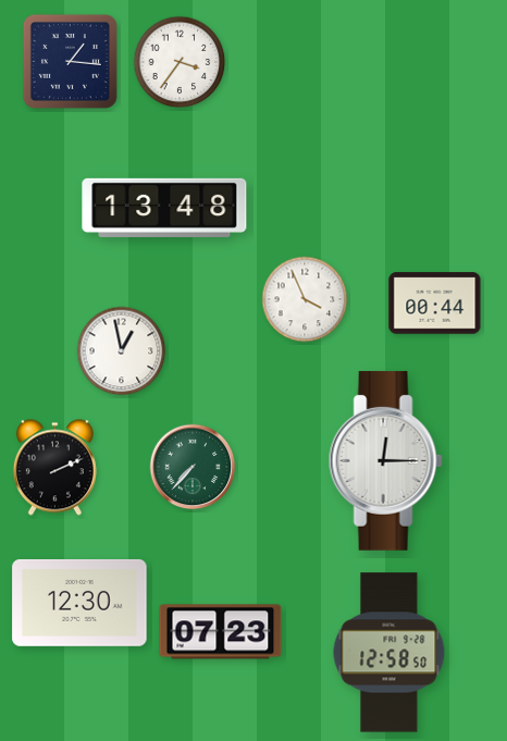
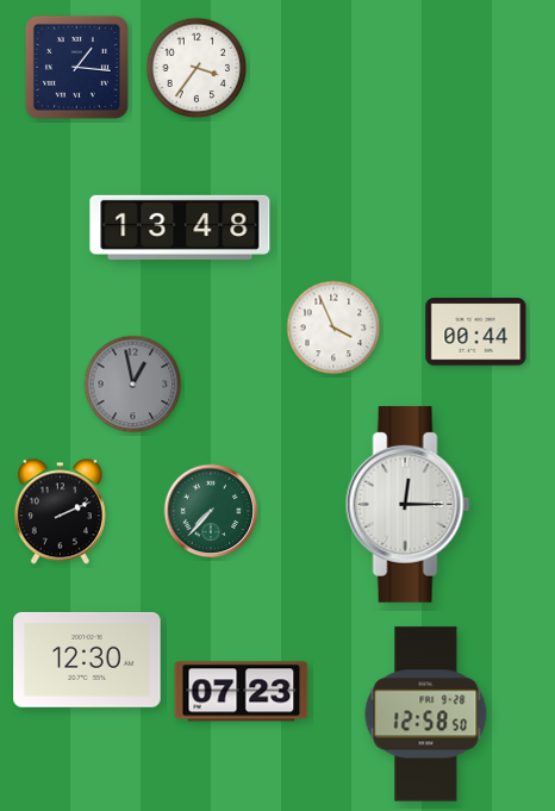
clock at (122, 351) dial: white -> grey
clock at (385, 460) position: (385, 460) -> (407, 504)
